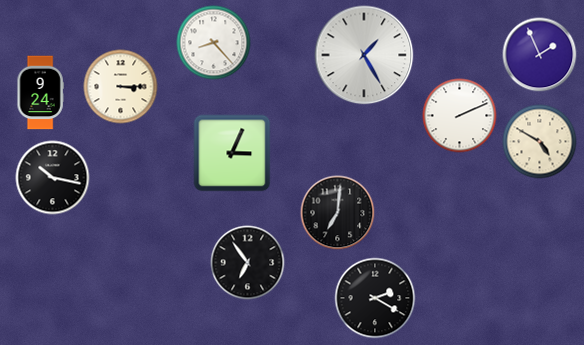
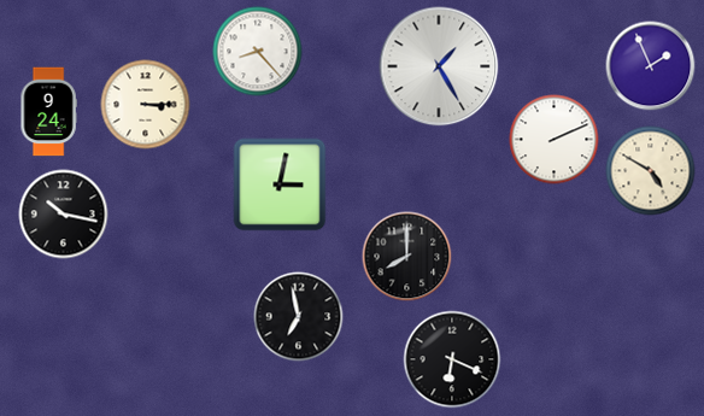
clock at (232, 153): 3:04 -> 3:02
clock at (338, 213): 7:01 -> 8:00
clock at (248, 263): 6:54 -> 6:58
clock at (375, 298): 2:20 -> 6:19
